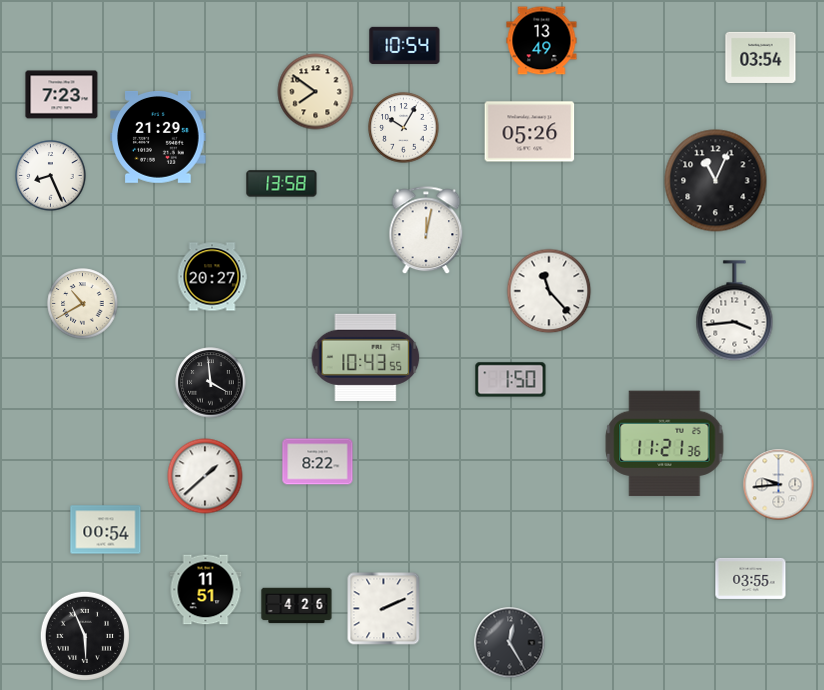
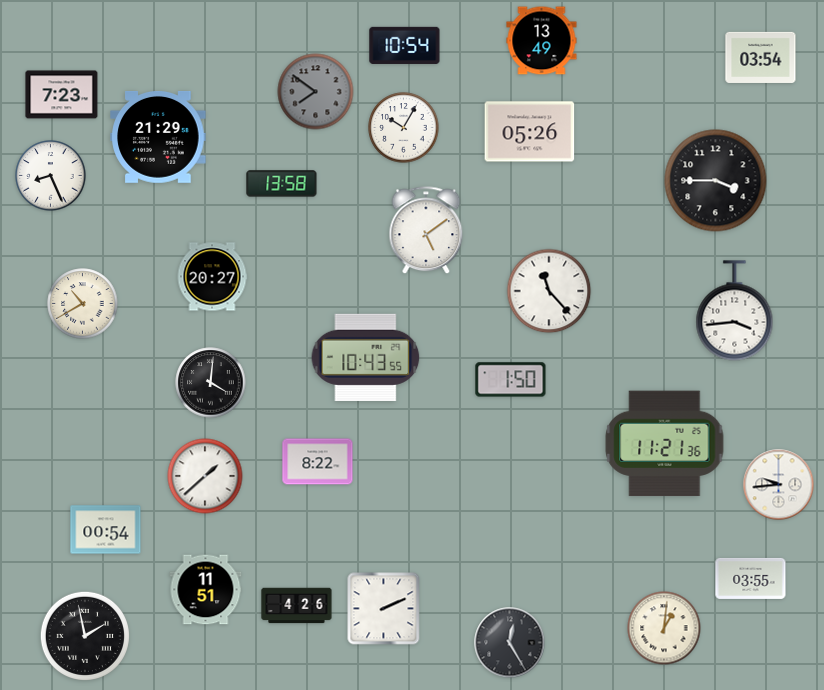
clock at (316, 92) dial: cream -> grey
clock at (716, 181): 11:04 -> 3:45
clock at (426, 231): 12:02 -> 5:09
clock at (211, 383): 3:59 -> 4:01
clock at (664, 628): none -> 1:01
clock at (85, 636): 5:56 -> 1:58
